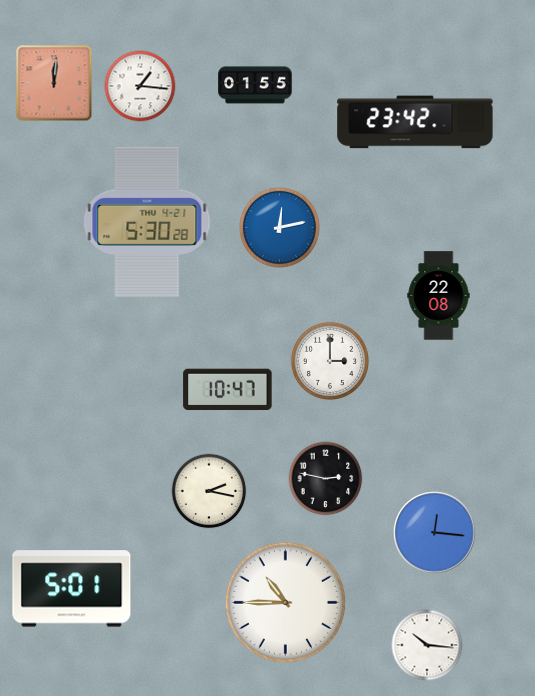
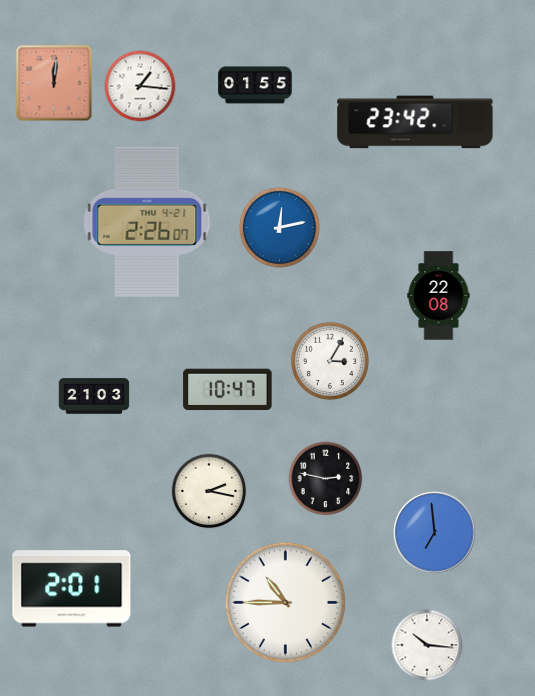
clock at (147, 222): 5:30 -> 2:26
clock at (330, 361): 3:00 -> 3:05
clock at (94, 396): none -> 21:03
clock at (435, 533): 12:16 -> 6:59
clock at (72, 589): 5:01 -> 2:01
